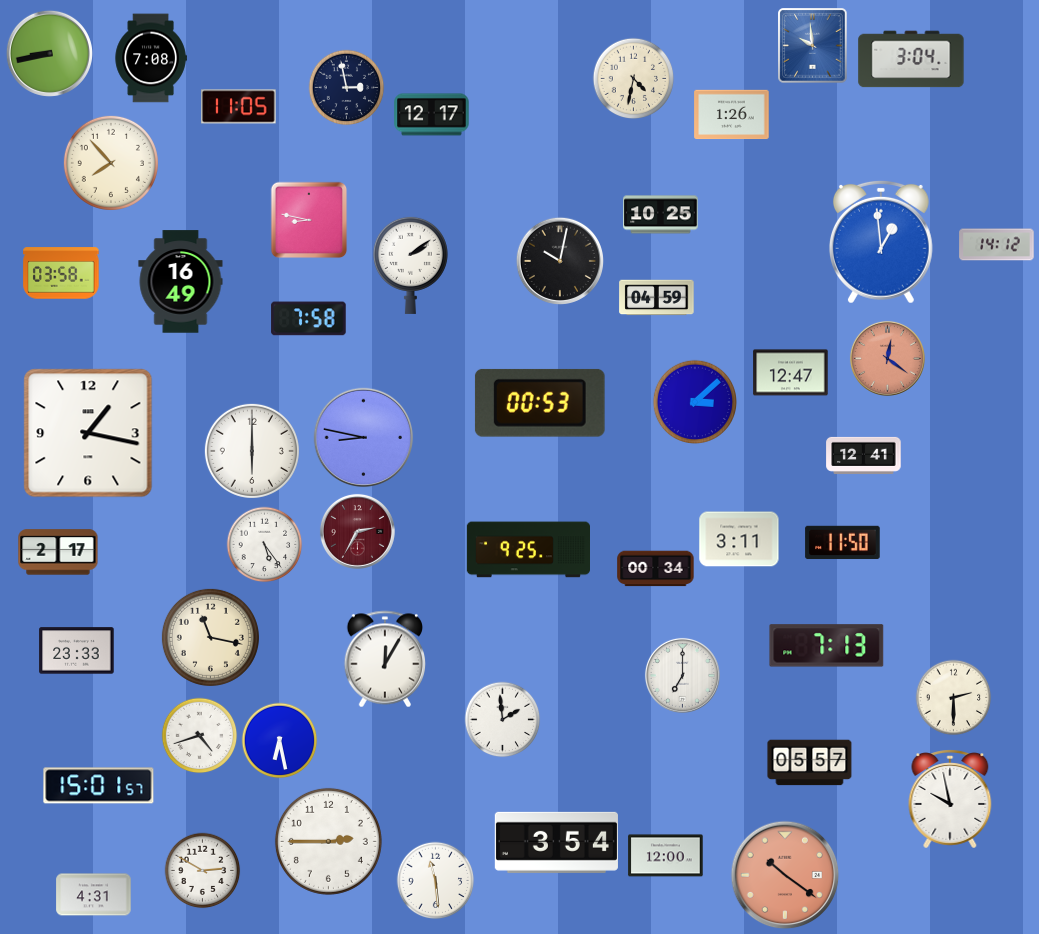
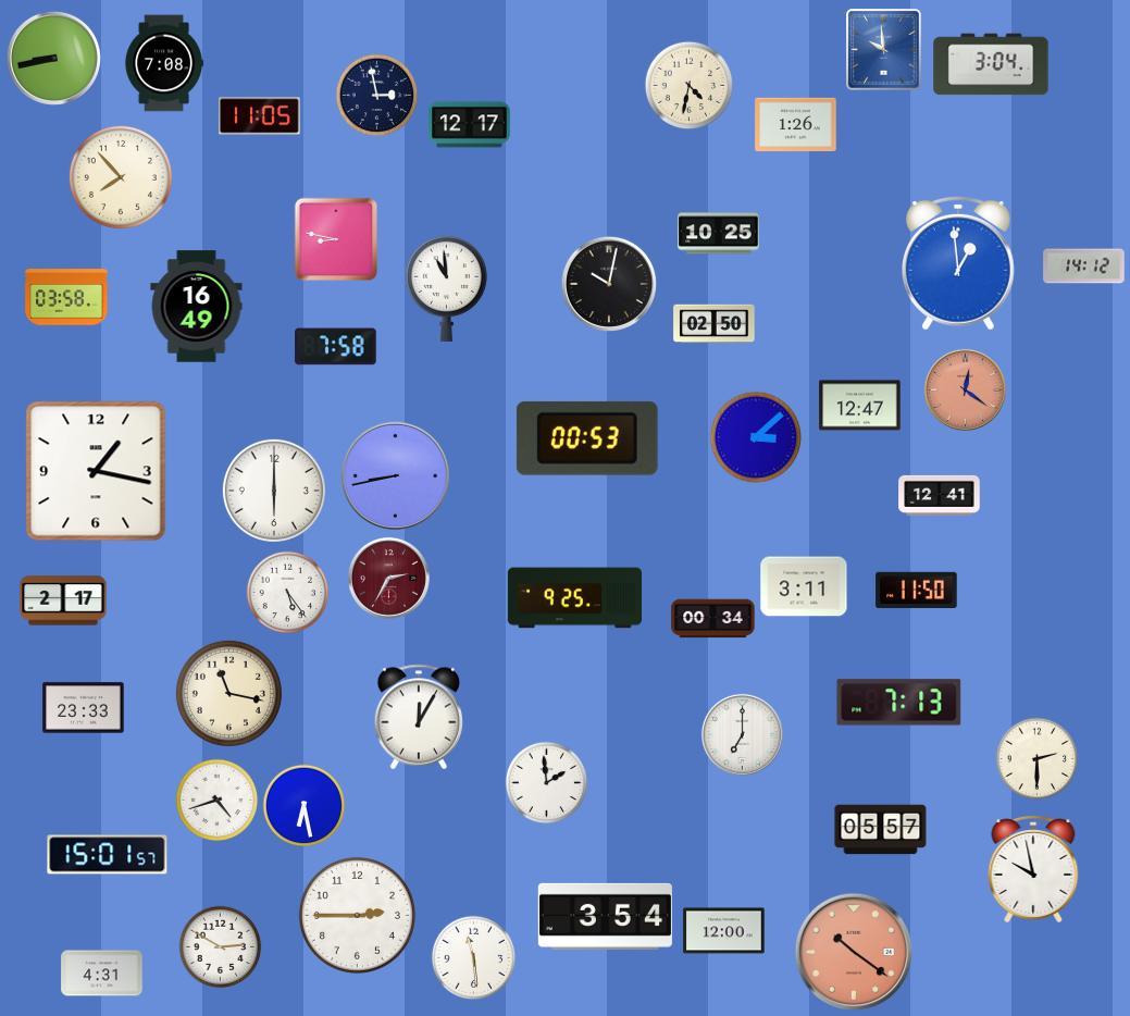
clock at (410, 265): 2:09 -> 10:59
clock at (657, 298): 04:59 -> 02:50
clock at (364, 438): 8:47 -> 8:43
